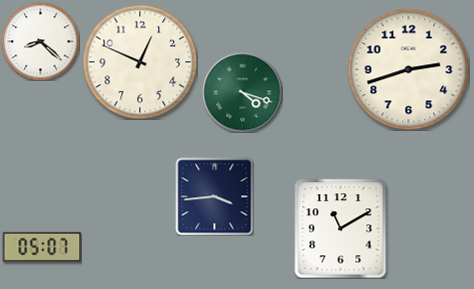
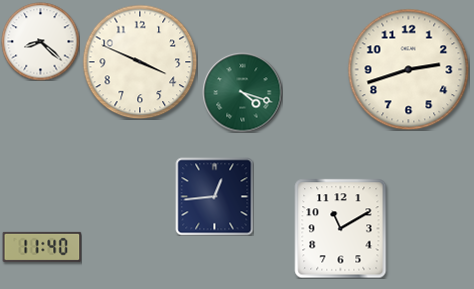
clock at (140, 62): 12:49 -> 3:49
clock at (214, 196): 3:44 -> 12:44
clock at (42, 247): 05:07 -> 11:40
